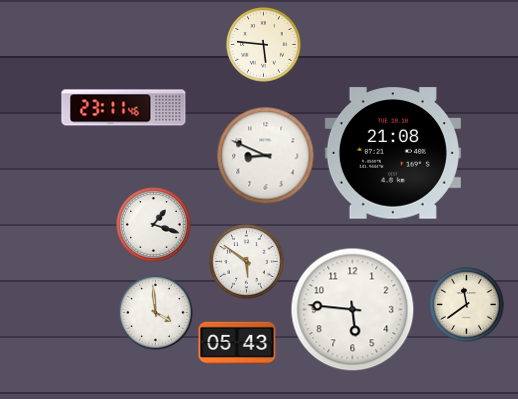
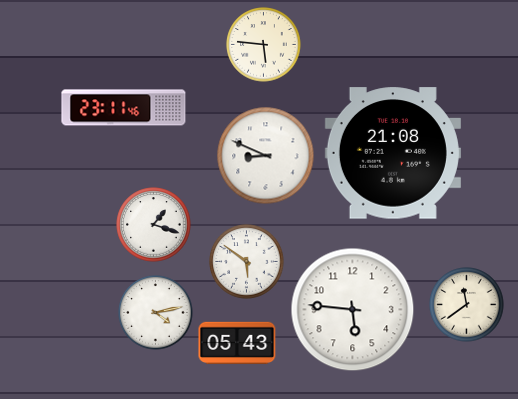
clock at (156, 313): 3:59 -> 4:13
